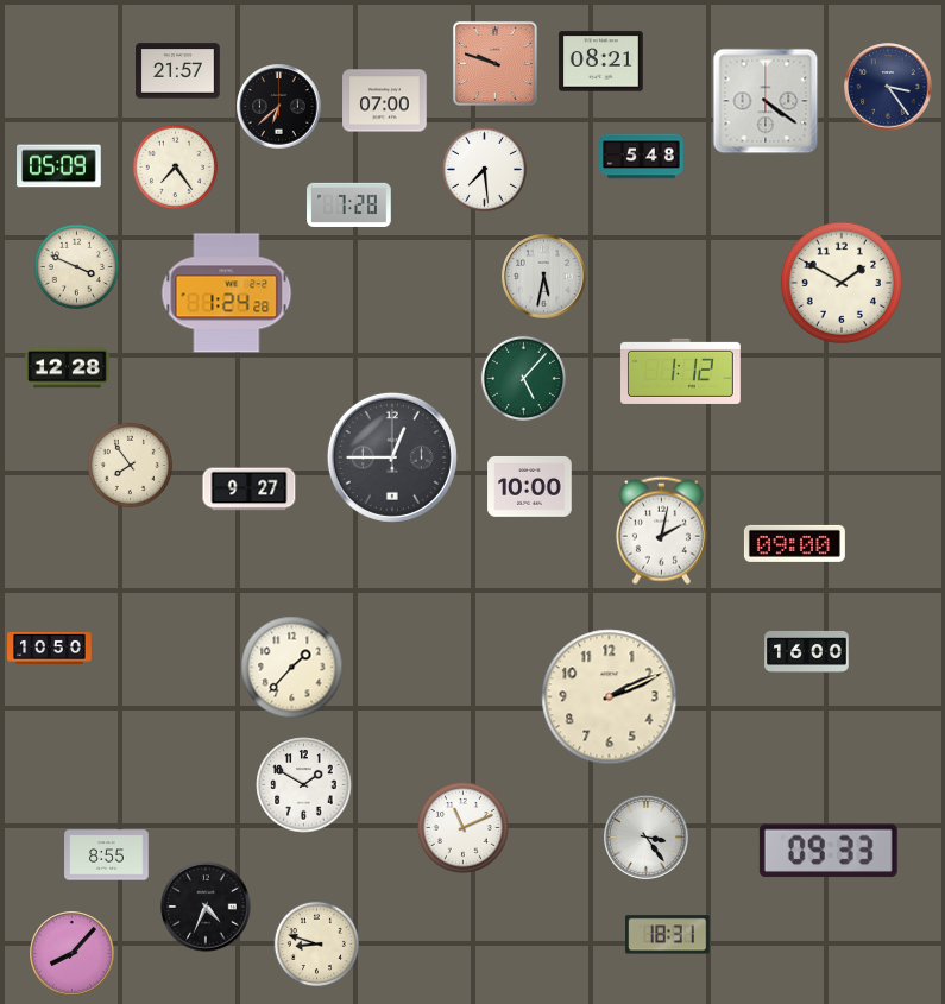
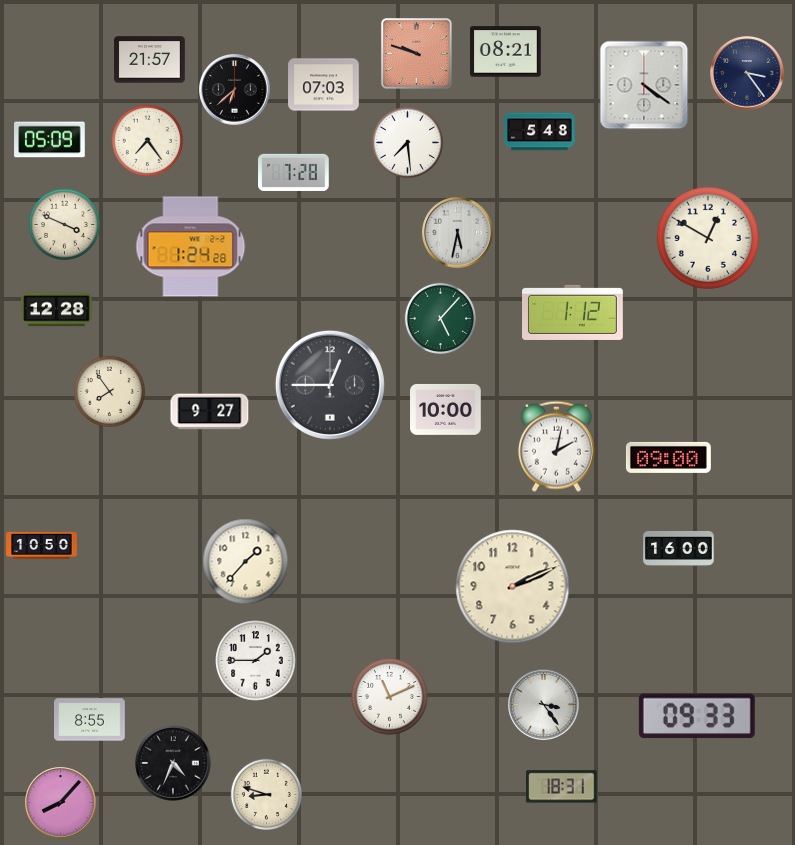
clock at (385, 101): 07:00 -> 07:03
clock at (842, 283): 1:50 -> 12:50
clock at (304, 785): 1:50 -> 1:45
